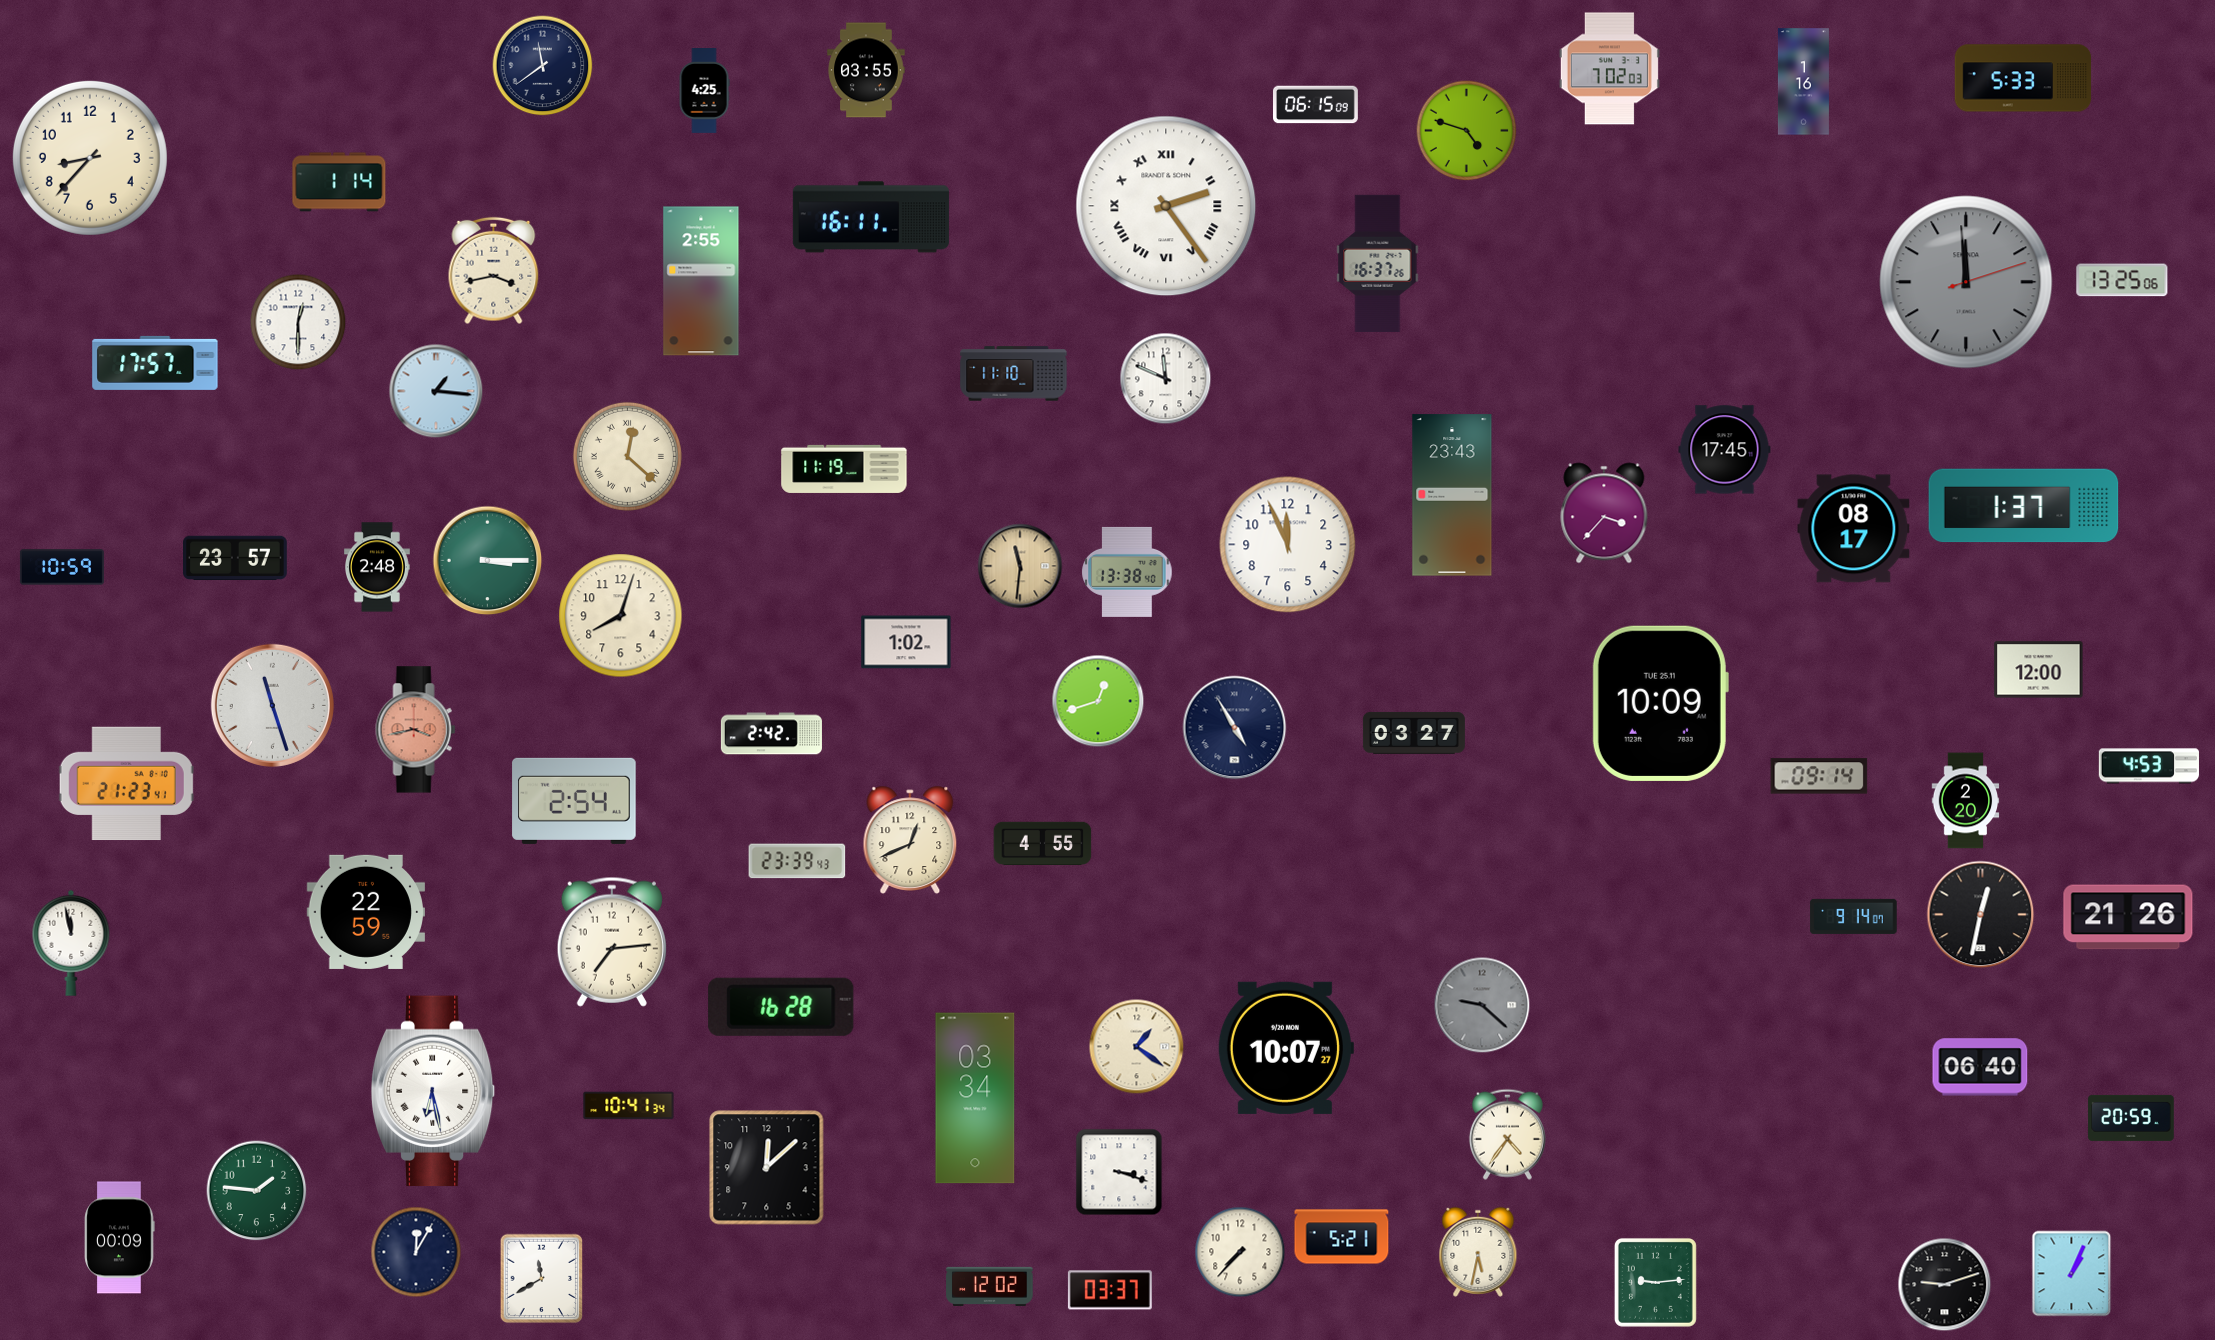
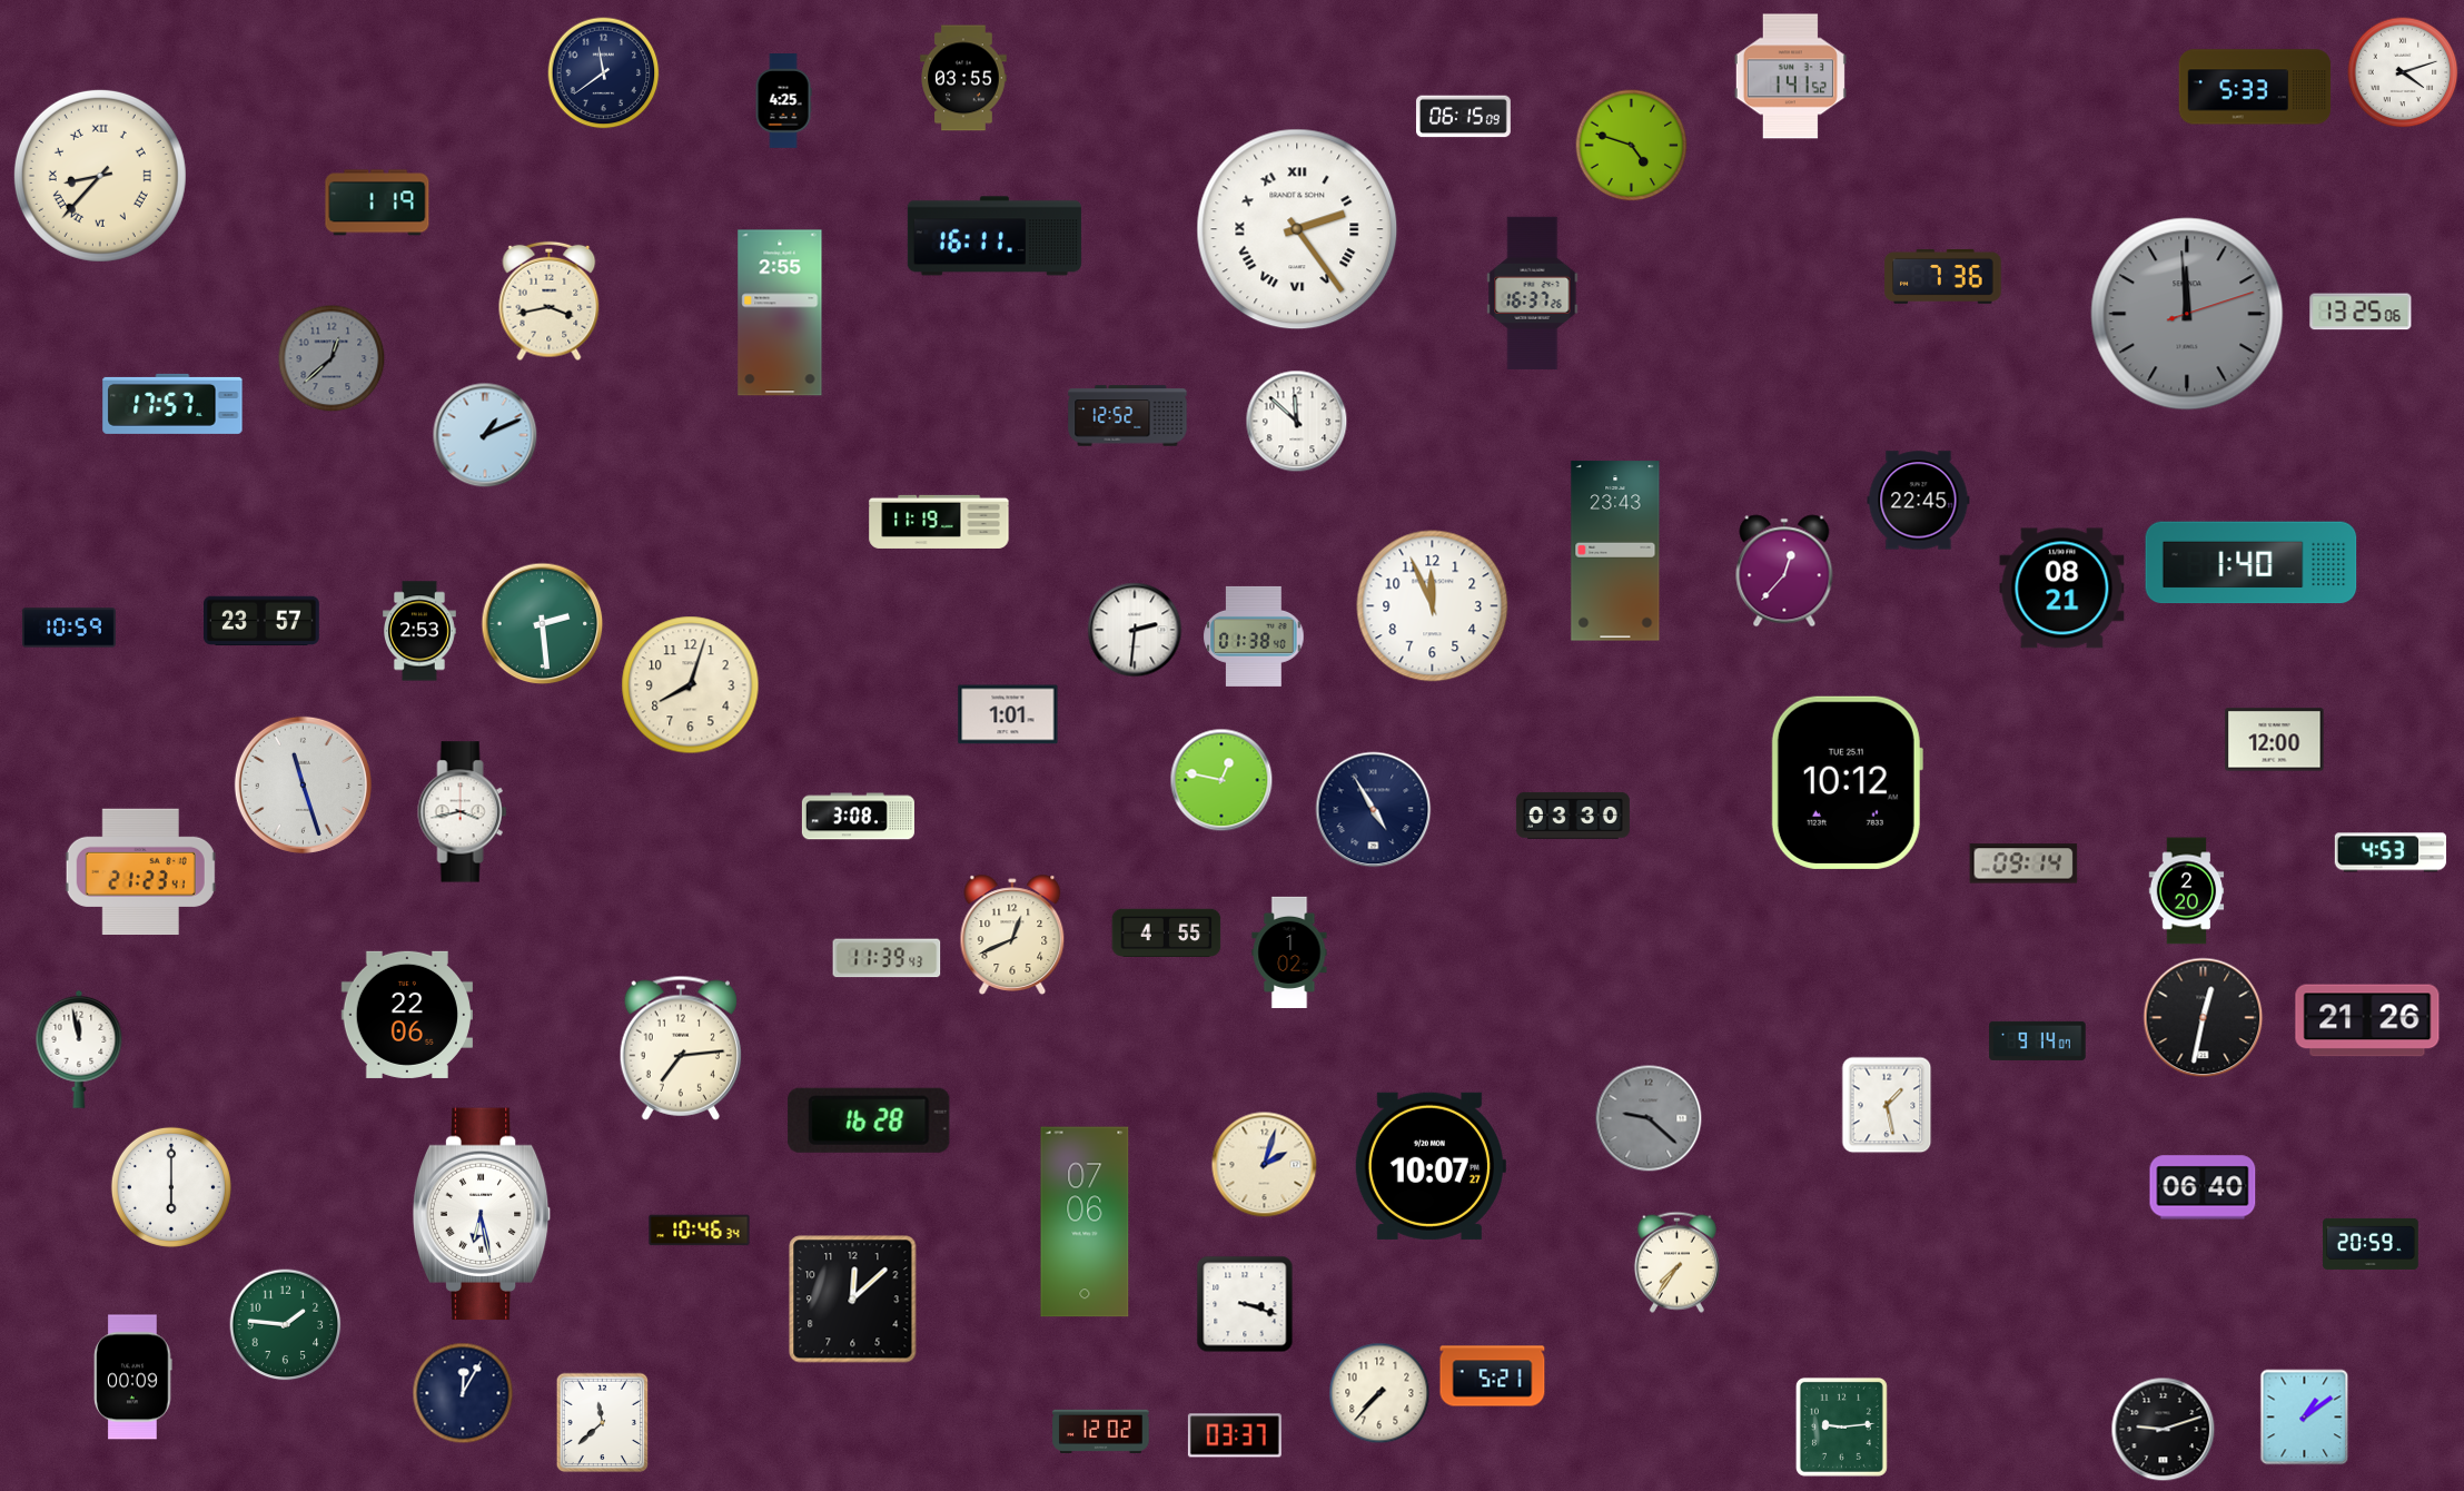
clock at (2403, 72): none -> 4:12
clock at (1609, 69): 7:02 -> 1:41
clock at (2023, 78) position: (2023, 78) -> (2255, 87)
clock at (1803, 82): 1:16 -> none
clock at (90, 158) numerals: Arabic -> Roman
clock at (339, 182): 1:14 -> 1:19
clock at (871, 217) position: (871, 217) -> (994, 236)
clock at (1943, 276): none -> 7:36
clock at (298, 322): 12:30 -> 12:38
clock at (298, 322) dial: white -> grey
clock at (1014, 374): 11:10 -> 12:52
clock at (1166, 379): 11:49 -> 11:52
clock at (436, 391): 1:16 -> 1:11
clock at (1725, 450): 17:45 -> 22:45
clock at (627, 456): 12:22 -> none
clock at (2024, 506): 1:37 -> 1:40
clock at (1604, 513): 3:37 -> 12:37
clock at (1854, 529): 08:17 -> 08:21
clock at (488, 561): 3:15 -> 2:29
clock at (1020, 566): 11:31 -> 2:31
clock at (1020, 566) dial: champagne -> white
clock at (62, 567) position: (62, 567) -> (69, 628)
clock at (378, 567): 2:48 -> 2:53
clock at (1127, 572): 13:38 -> 01:38
clock at (906, 642): 1:02 -> 1:01
clock at (2039, 670) position: (2039, 670) -> (2275, 740)
clock at (1098, 701): 12:42 -> 12:47
clock at (1660, 703): 10:09 -> 10:12
clock at (416, 730) dial: salmon -> white
clock at (1414, 733): 03:27 -> 03:30
clock at (771, 734): 2:42 -> 3:08
clock at (574, 801): 2:54 -> none
clock at (1043, 843) position: (1043, 843) -> (1167, 932)
clock at (1289, 951): none -> 1:02
clock at (797, 861): 23:39 -> 11:39
clock at (366, 912): 22:59 -> 22:06
clock at (1854, 916) position: (1854, 916) -> (2038, 1040)
clock at (1887, 1105): none -> 1:28
clock at (1137, 1047): 1:21 -> 2:03
clock at (171, 1187): none -> 6:00
clock at (975, 1098): 03:34 -> 07:06
clock at (629, 1106): 10:41 -> 10:46
clock at (1507, 1134): 4:36 -> 7:36
clock at (1478, 1252): 5:32 -> none
clock at (2072, 1274): 1:04 -> 1:09
clock at (542, 1279): 11:40 -> 11:38
